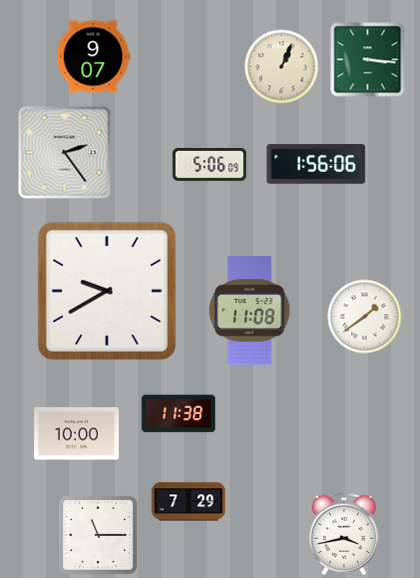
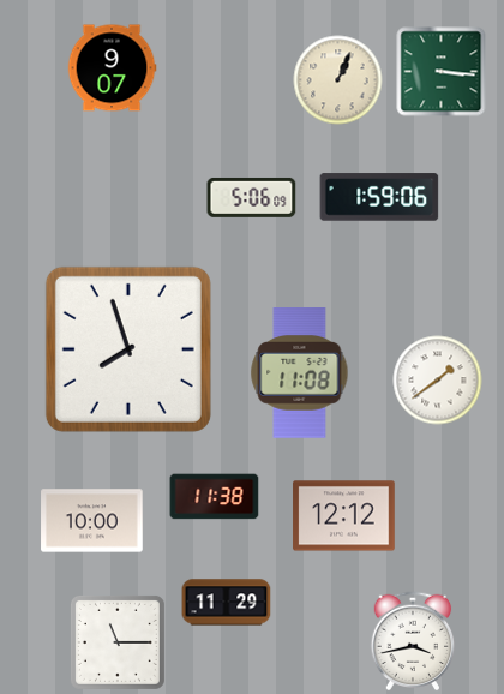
clock at (65, 153): 2:24 -> none
clock at (316, 164): 1:56 -> 1:59
clock at (107, 291): 9:40 -> 7:57
clock at (344, 516): none -> 12:12
clock at (189, 502): 7:29 -> 11:29
